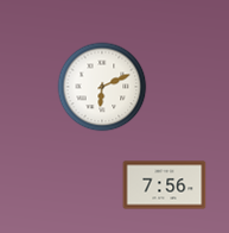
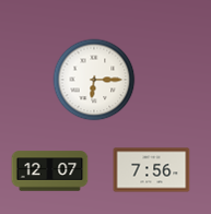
clock at (102, 87): 6:11 -> 6:15
clock at (50, 171): none -> 12:07
